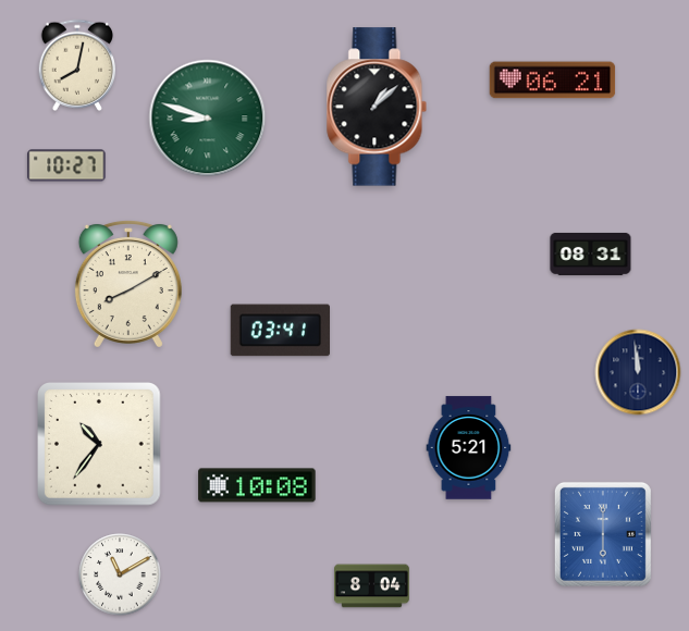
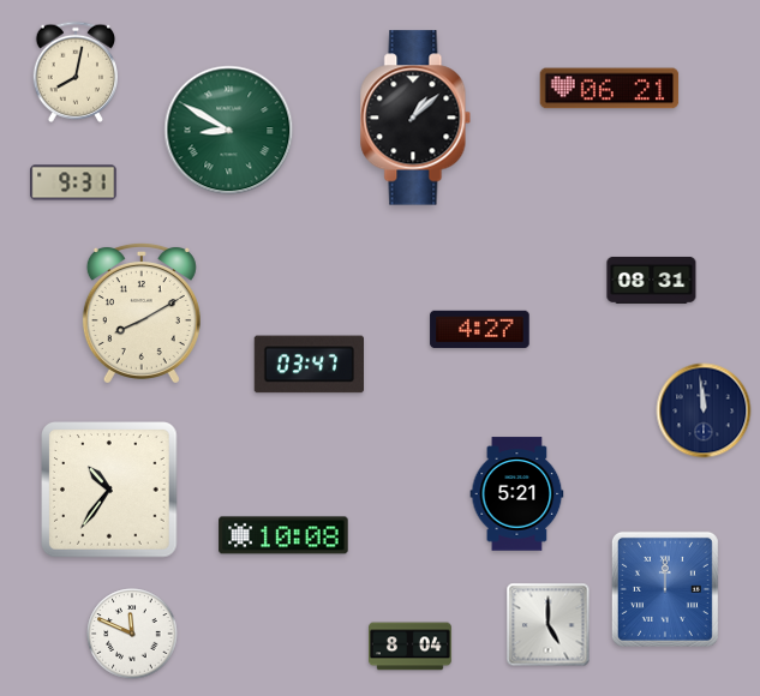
clock at (76, 65) position: (76, 65) -> (74, 72)
clock at (208, 119): 8:48 -> 8:50
clock at (66, 165): 10:27 -> 9:31
clock at (480, 330): none -> 4:27
clock at (280, 331): 03:41 -> 03:47
clock at (603, 534): 6:00 -> 12:00
clock at (549, 625): none -> 5:00
clock at (120, 574): 11:10 -> 11:49
